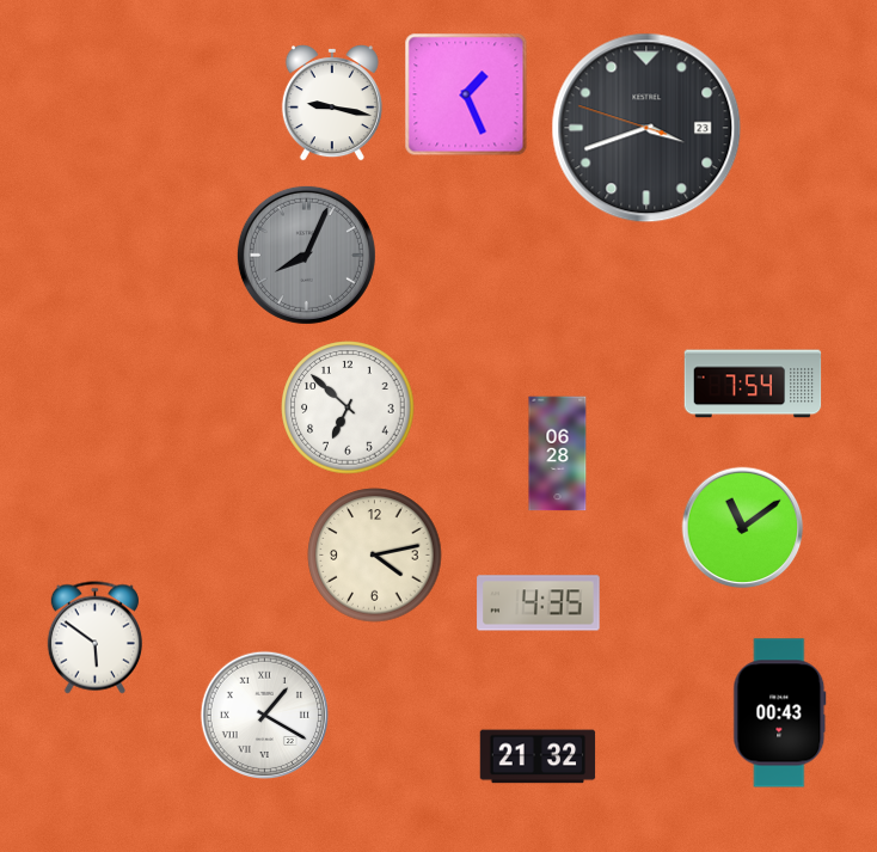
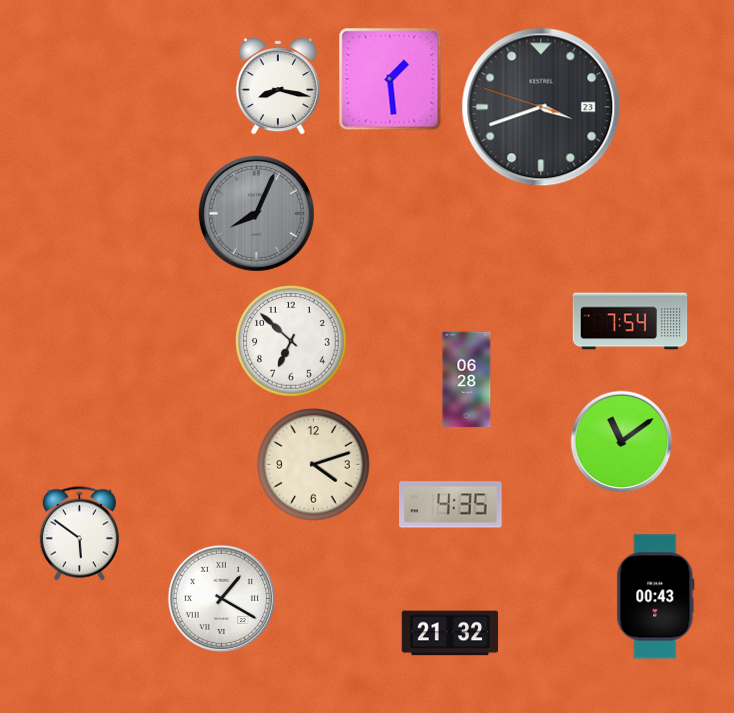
clock at (466, 94): 1:26 -> 1:29
clock at (332, 104): 9:17 -> 8:17
clock at (375, 556): 4:13 -> 4:12
clock at (780, 713) position: (780, 713) -> (656, 597)
